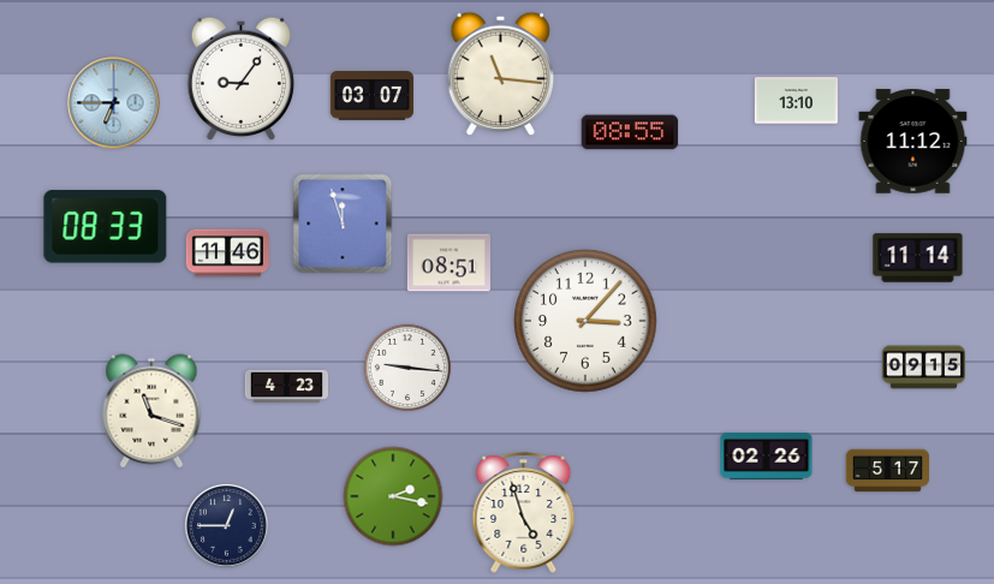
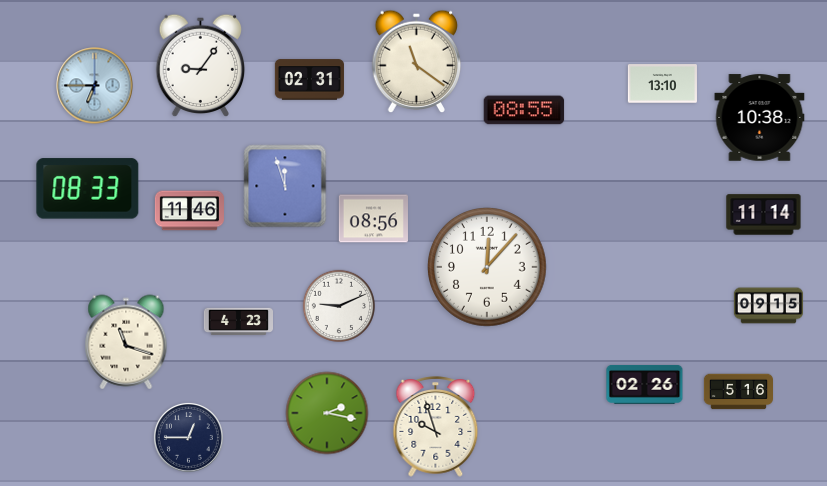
clock at (501, 75): 11:16 -> 11:21
clock at (371, 96): 03:07 -> 02:31
clock at (913, 142): 11:12 -> 10:38
clock at (448, 263): 08:51 -> 08:56
clock at (587, 322): 3:07 -> 12:07
clock at (406, 367): 9:16 -> 9:11
clock at (767, 455) position: (767, 455) -> (645, 384)
clock at (887, 471): 5:17 -> 5:16
clock at (524, 513): 4:57 -> 9:57
